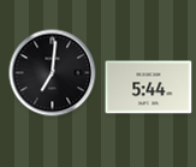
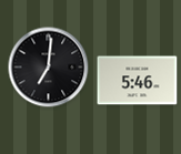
clock at (149, 88): 5:44 -> 5:46
